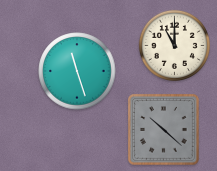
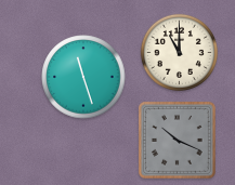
clock at (174, 45) position: (174, 45) -> (179, 52)
clock at (164, 130): 10:22 -> 10:19
